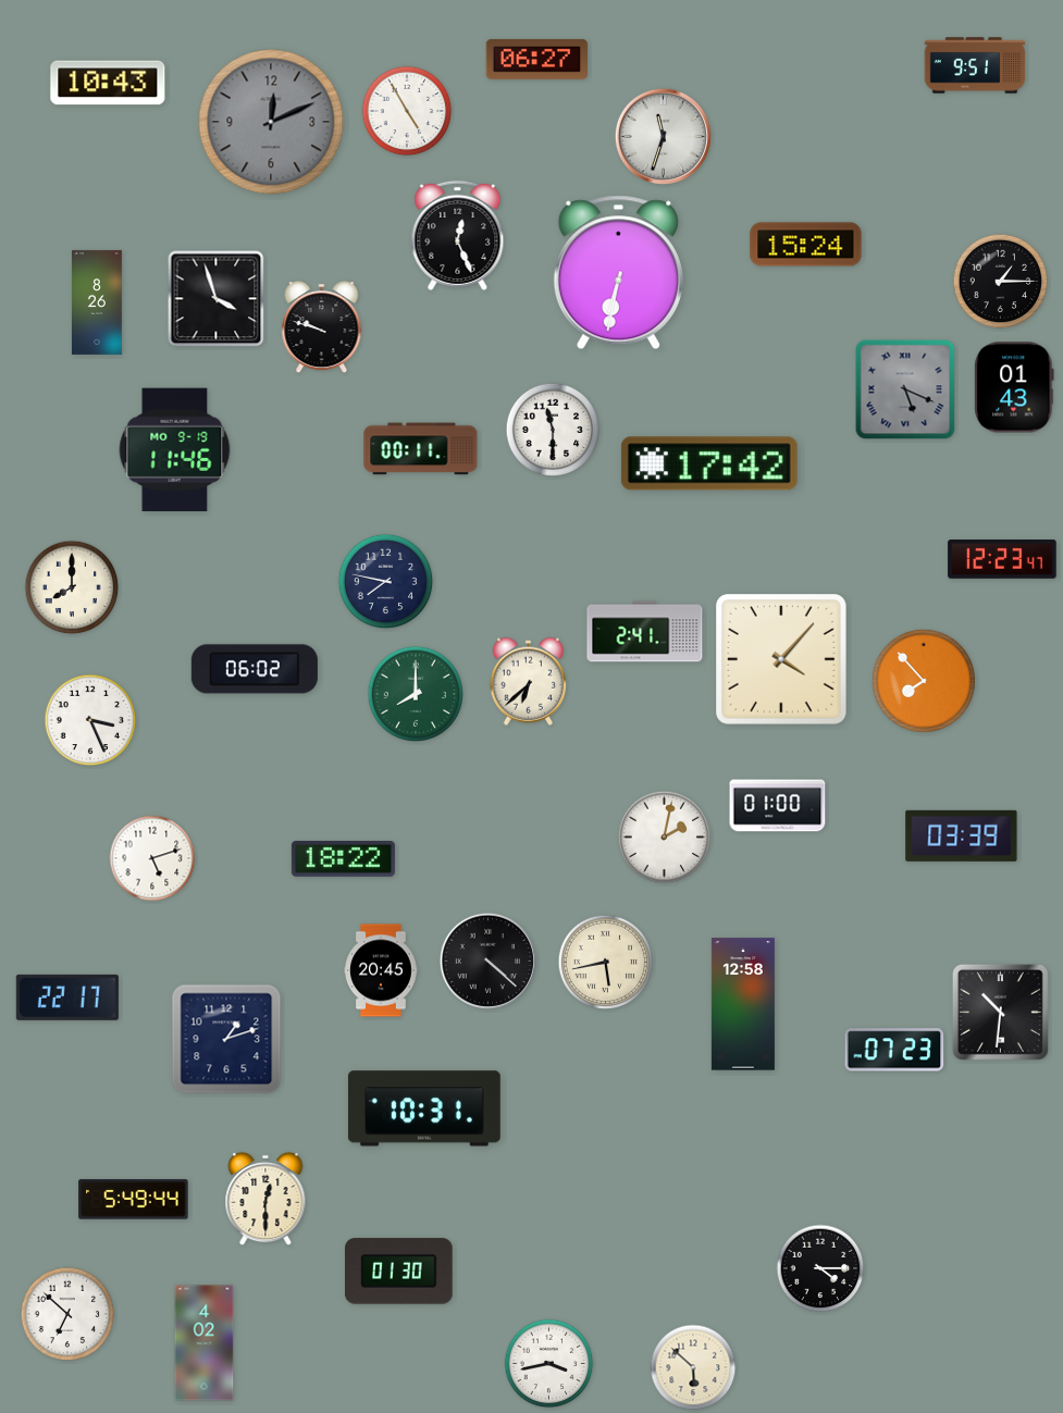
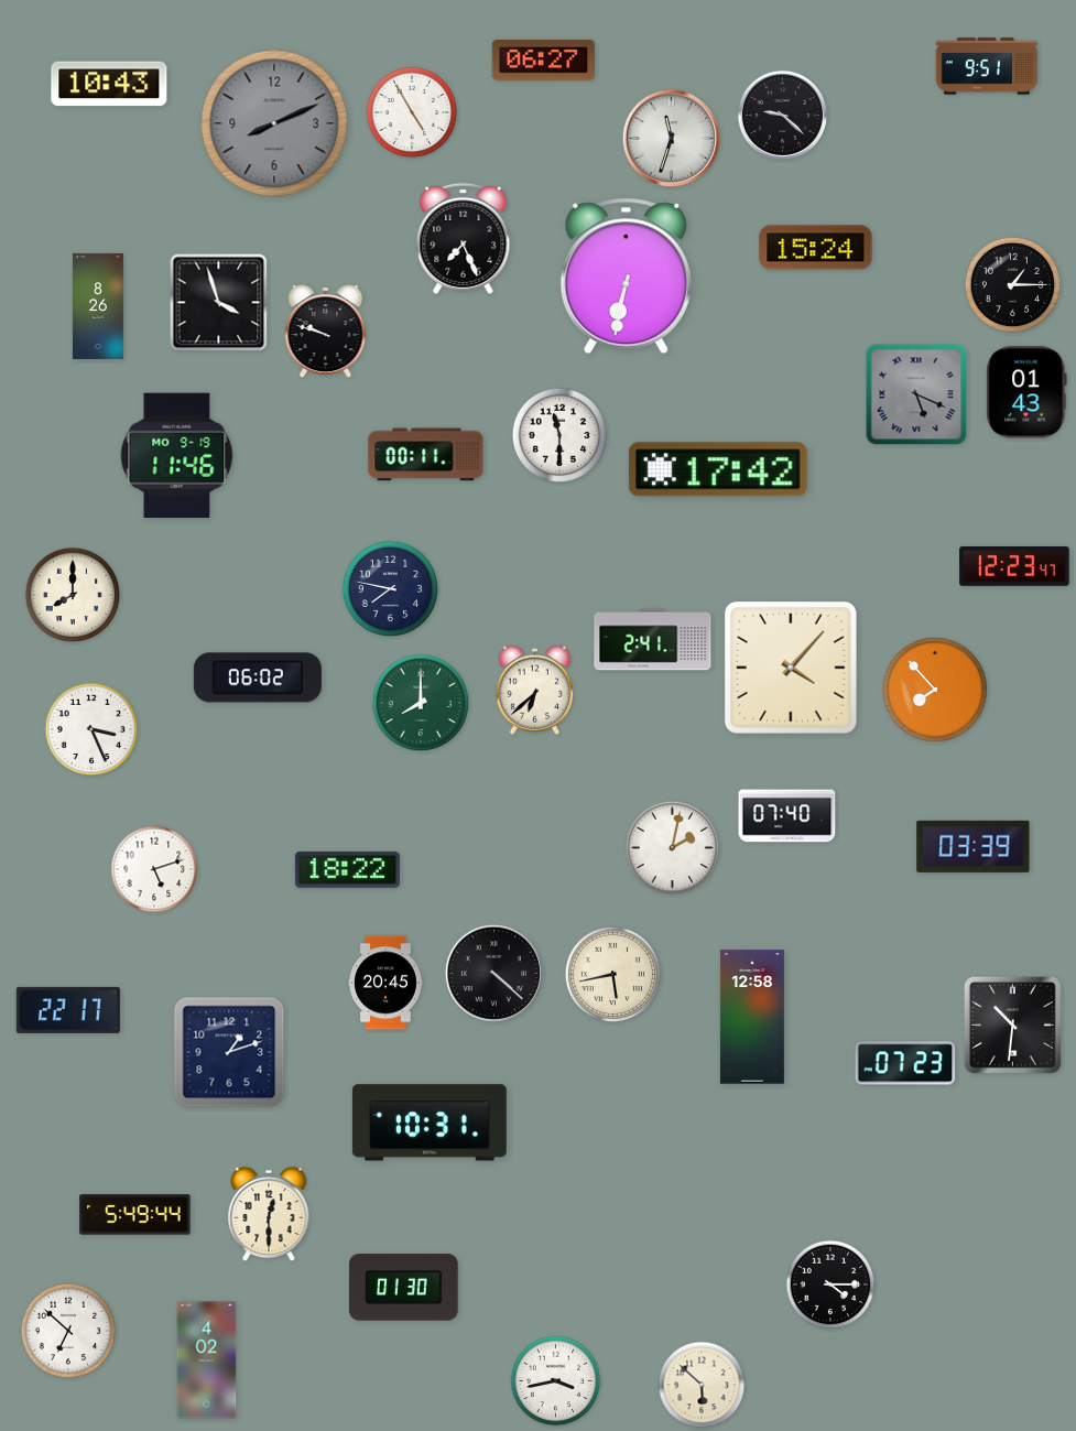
clock at (783, 116): none -> 9:22
clock at (271, 122): 12:11 -> 8:11
clock at (458, 235): 12:26 -> 7:26
clock at (778, 806): 01:00 -> 07:40
